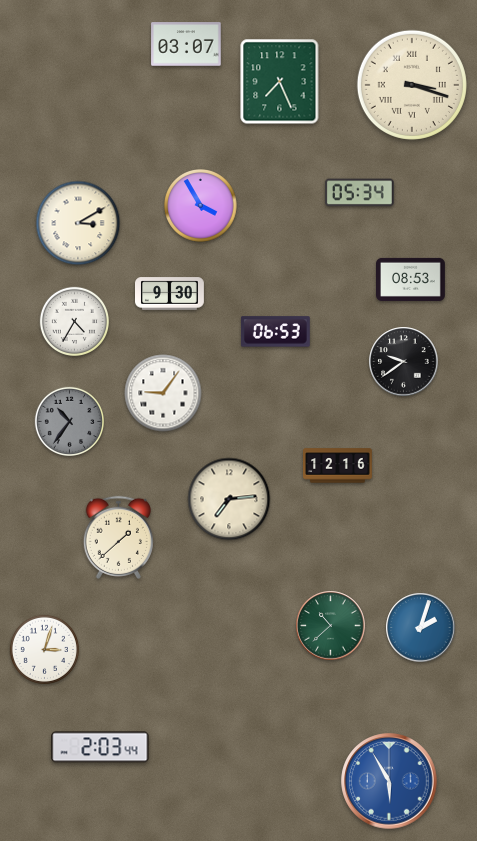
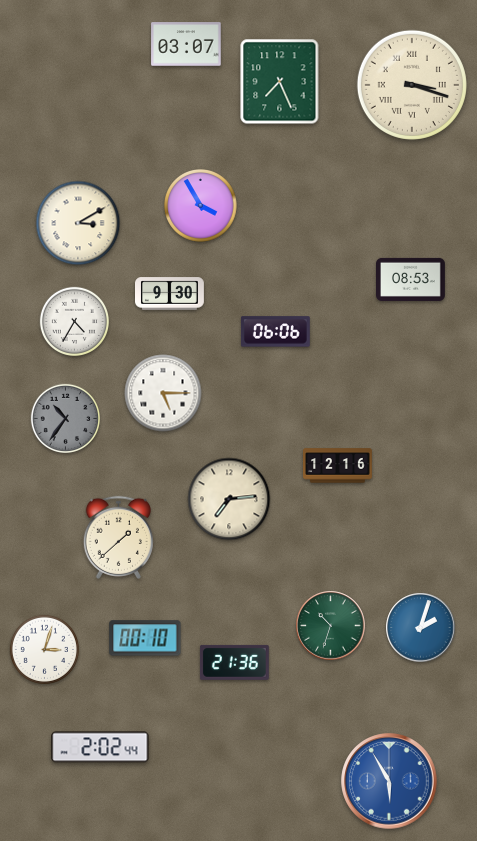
clock at (359, 193): 05:34 -> none
clock at (275, 332): 06:53 -> 06:06
clock at (404, 362): 9:39 -> none
clock at (163, 393): 9:06 -> 5:15
clock at (69, 421) position: (69, 421) -> (65, 418)
clock at (331, 626): 10:38 -> 10:33
clock at (145, 638): none -> 00:10
clock at (234, 662): none -> 21:36
clock at (100, 747): 2:03 -> 2:02
